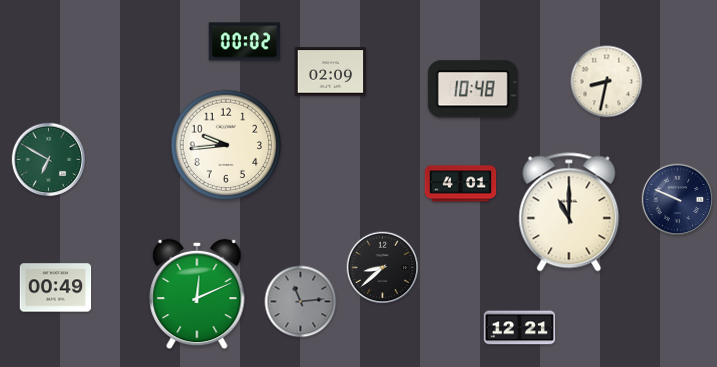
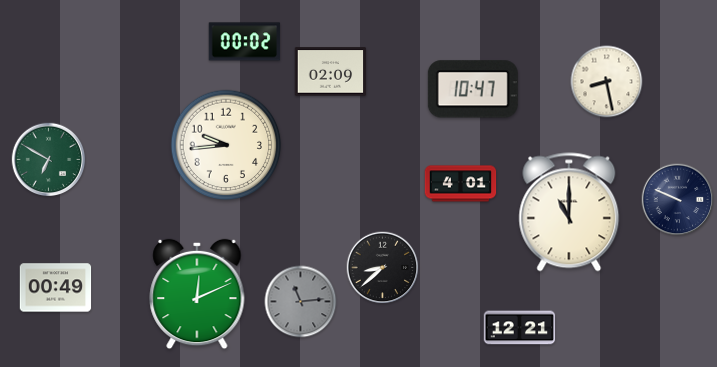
clock at (607, 82): 8:32 -> 8:28
clock at (473, 89): 10:48 -> 10:47
